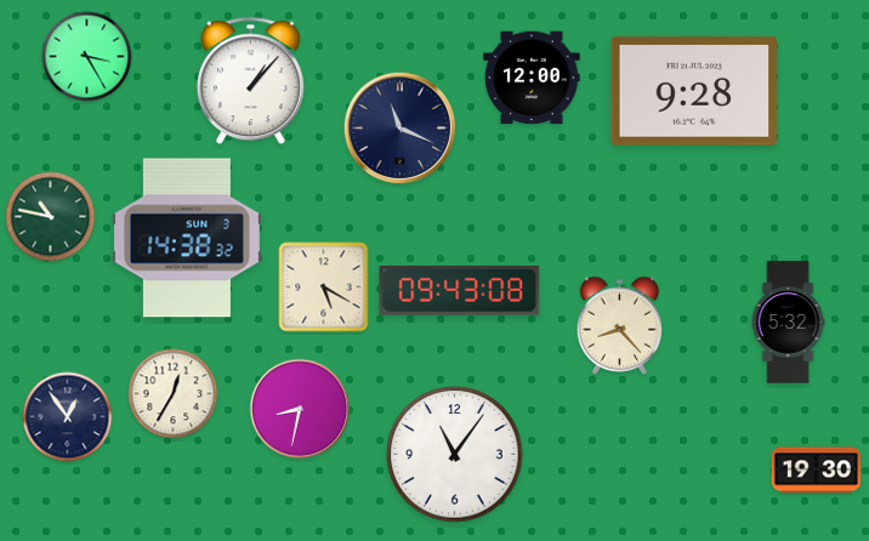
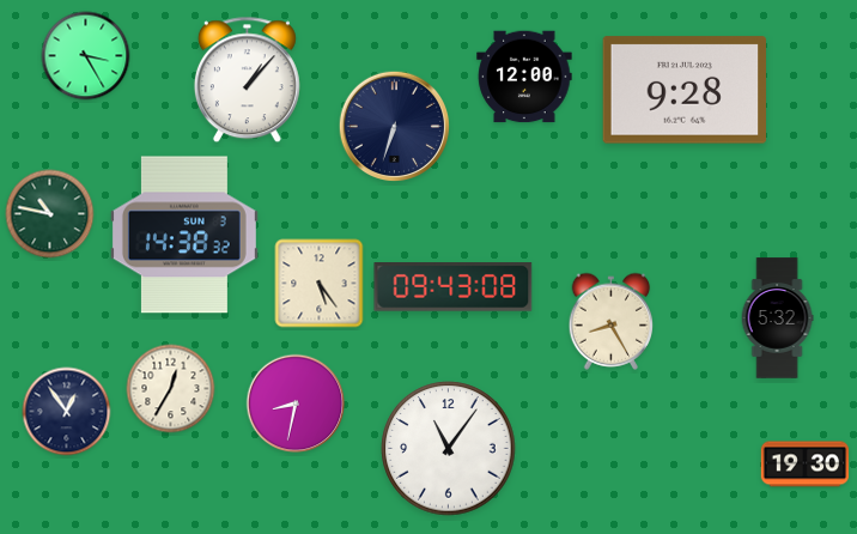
clock at (401, 129): 11:19 -> 6:33
clock at (324, 287): 5:20 -> 5:24
clock at (620, 325): 8:23 -> 8:25
